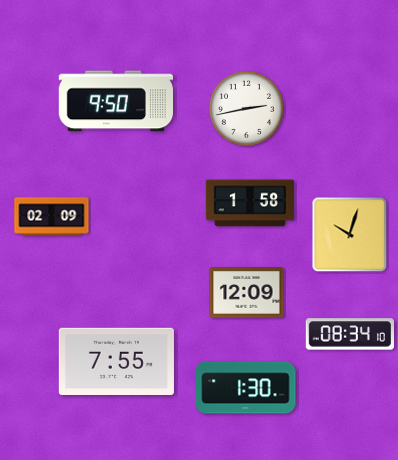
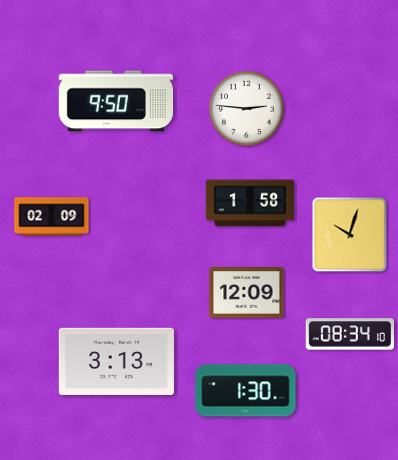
clock at (246, 108): 2:43 -> 2:46
clock at (116, 361): 7:55 -> 3:13
clock at (246, 388) position: (246, 388) -> (246, 391)
